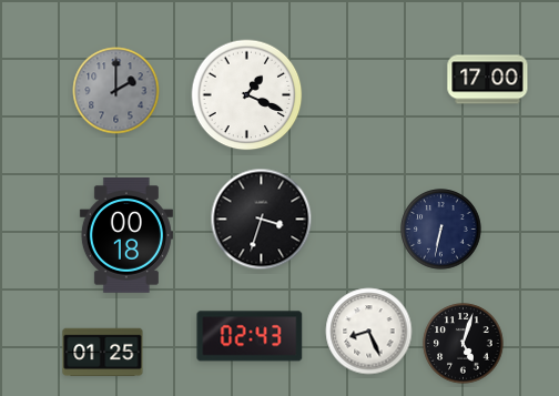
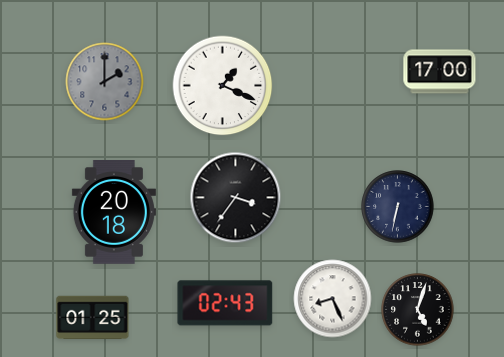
clock at (262, 220): 3:33 -> 3:36
clock at (126, 235): 00:18 -> 20:18
